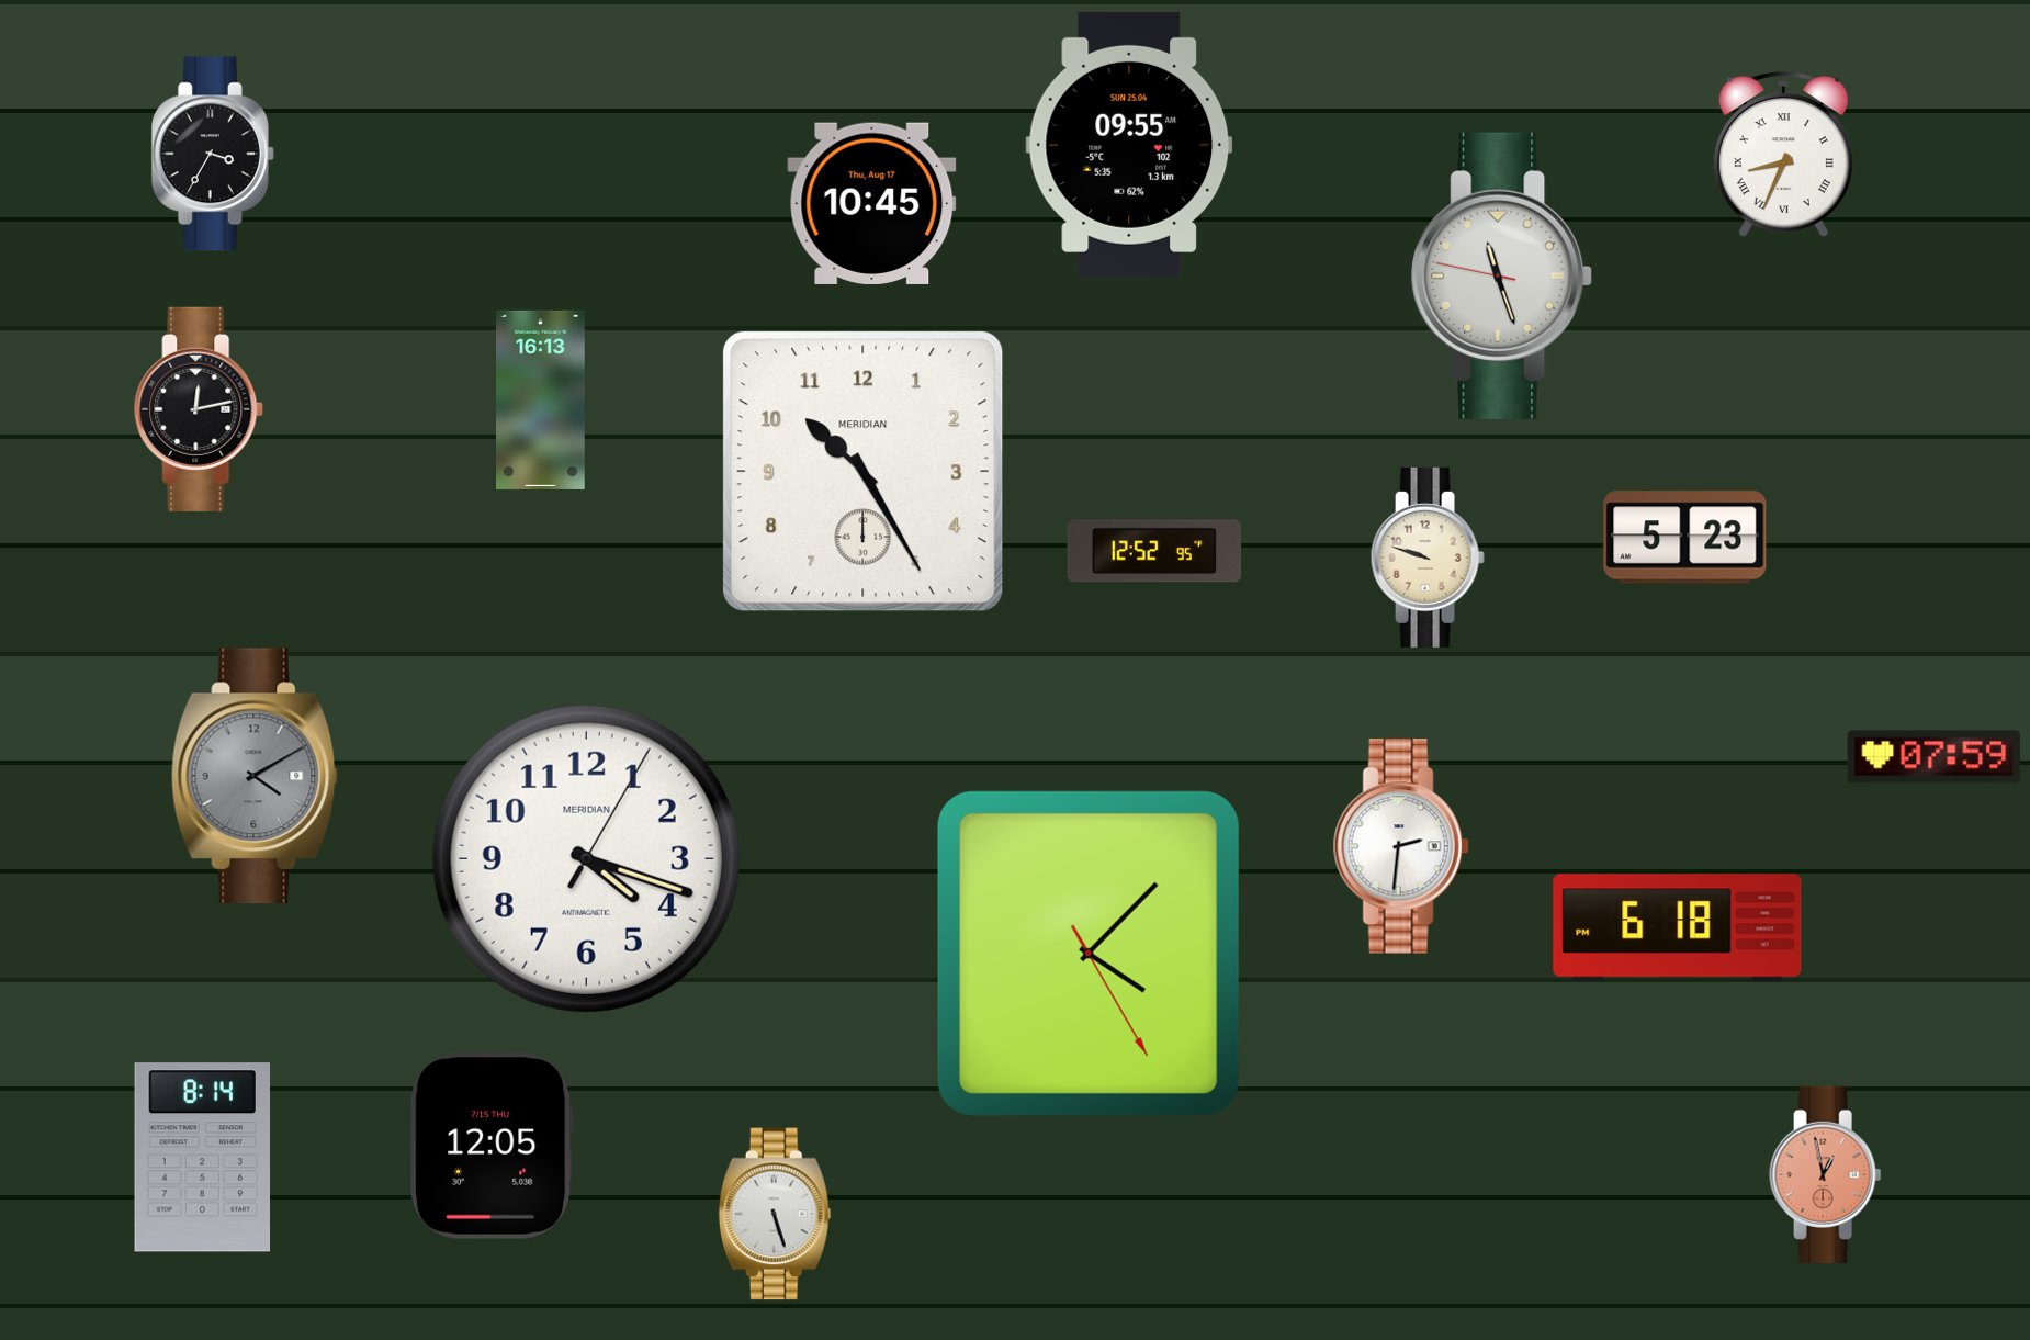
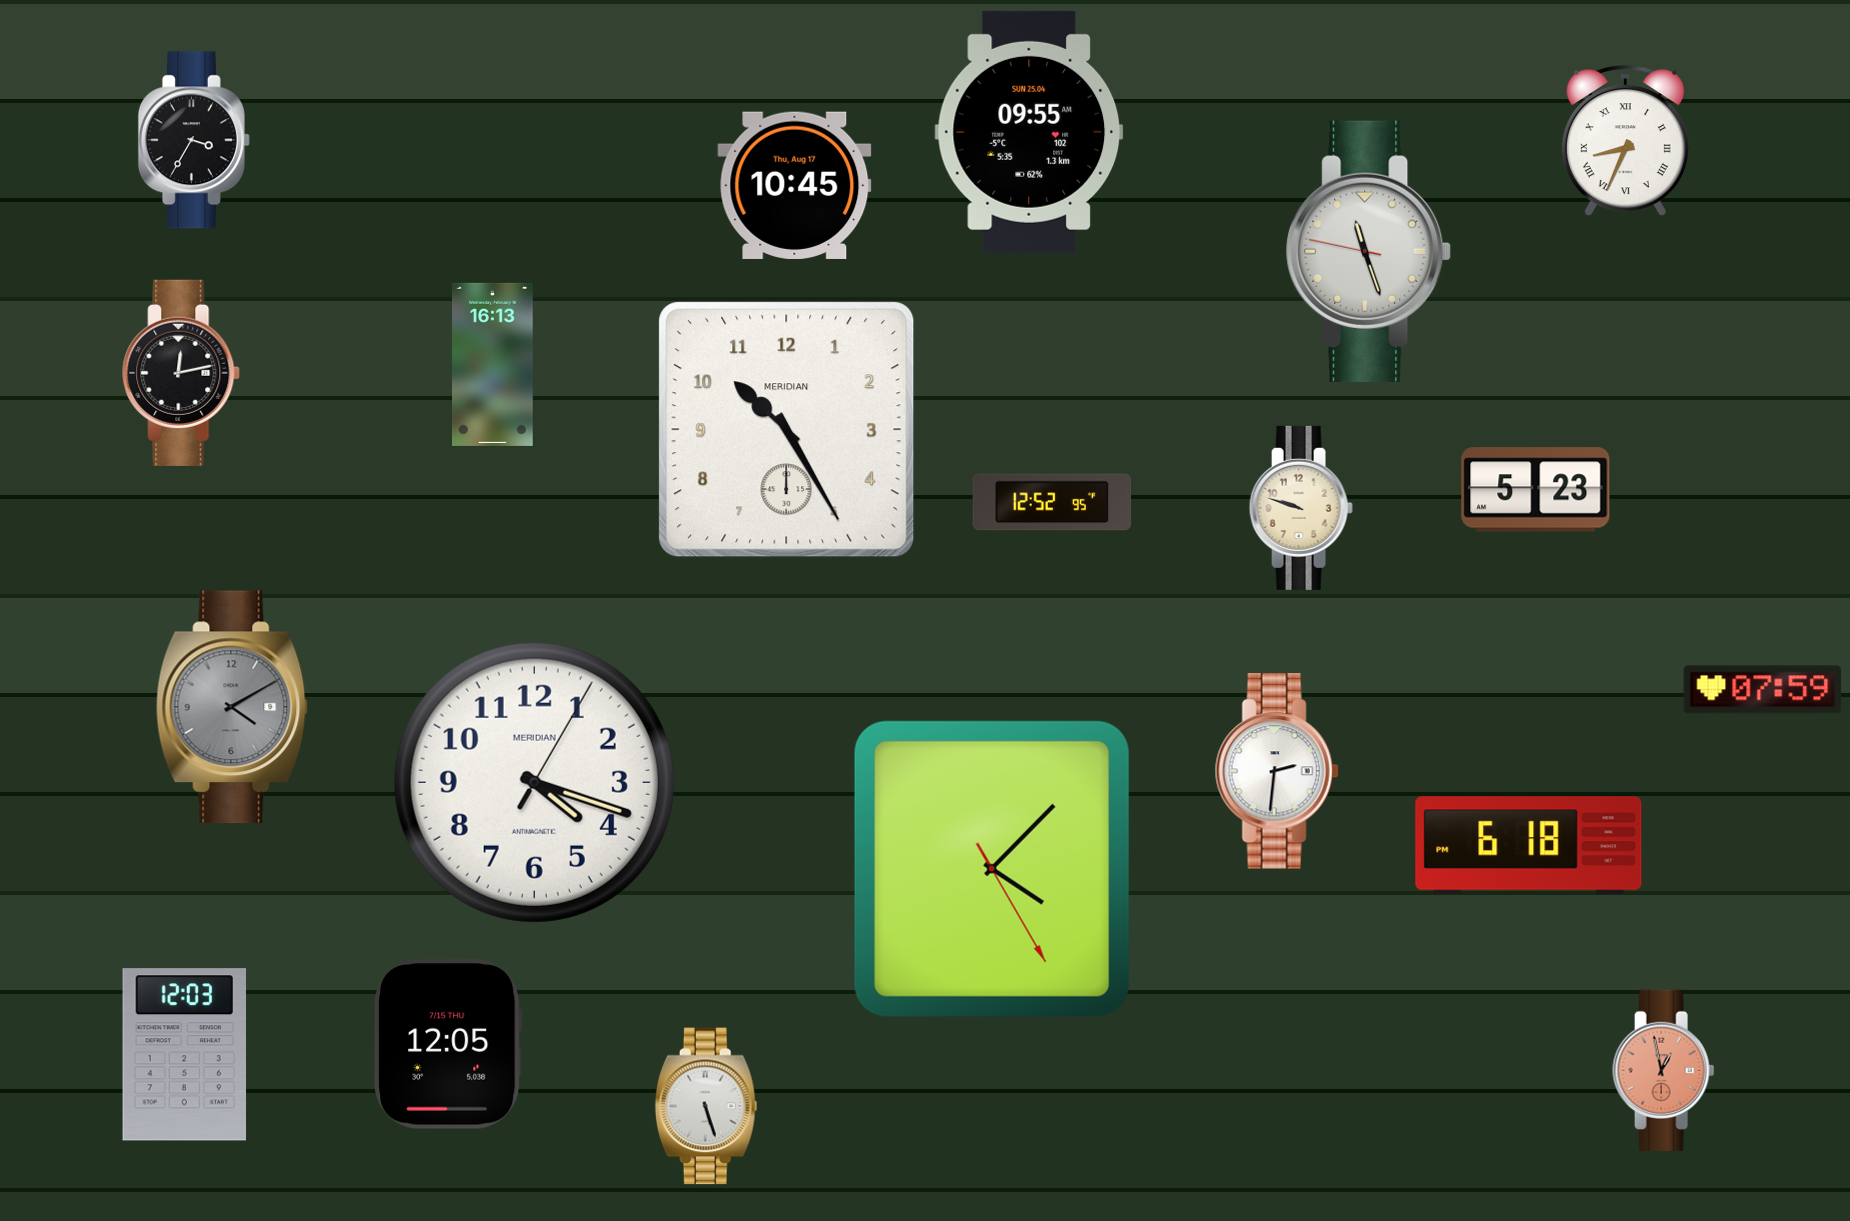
clock at (203, 1158): 8:14 -> 12:03
